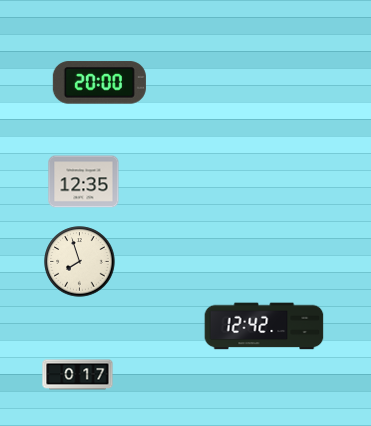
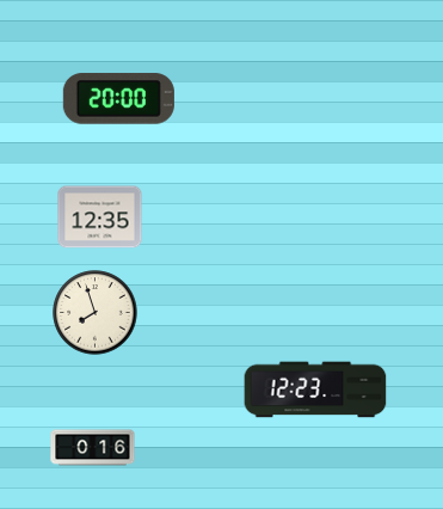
clock at (264, 326): 12:42 -> 12:23
clock at (78, 375): 0:17 -> 0:16
